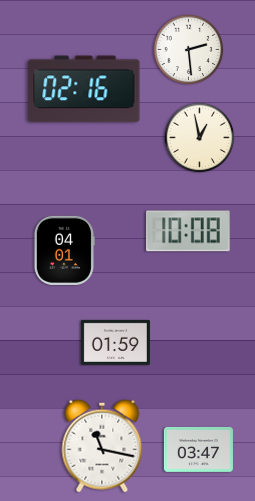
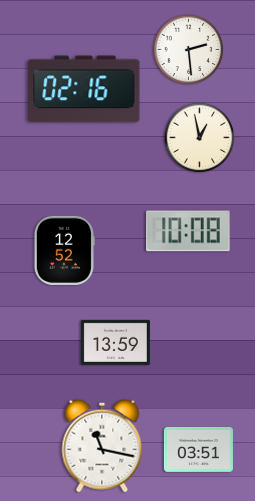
clock at (64, 250): 04:01 -> 12:52
clock at (115, 342): 01:59 -> 13:59
clock at (198, 449): 03:47 -> 03:51
